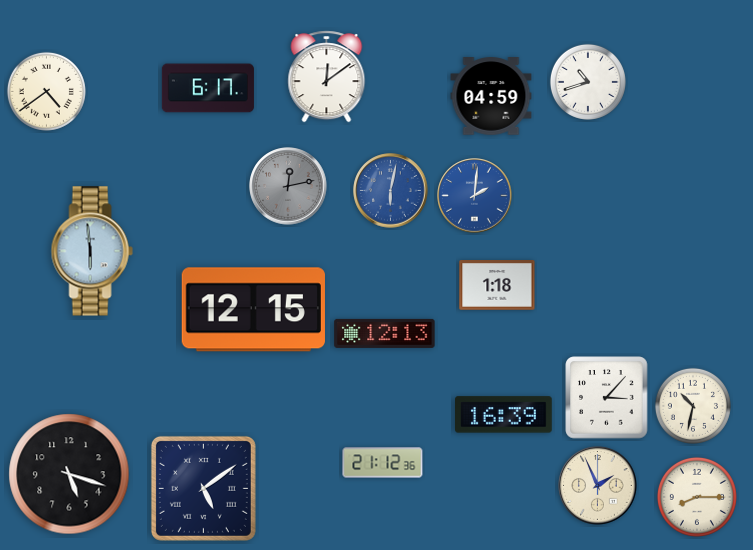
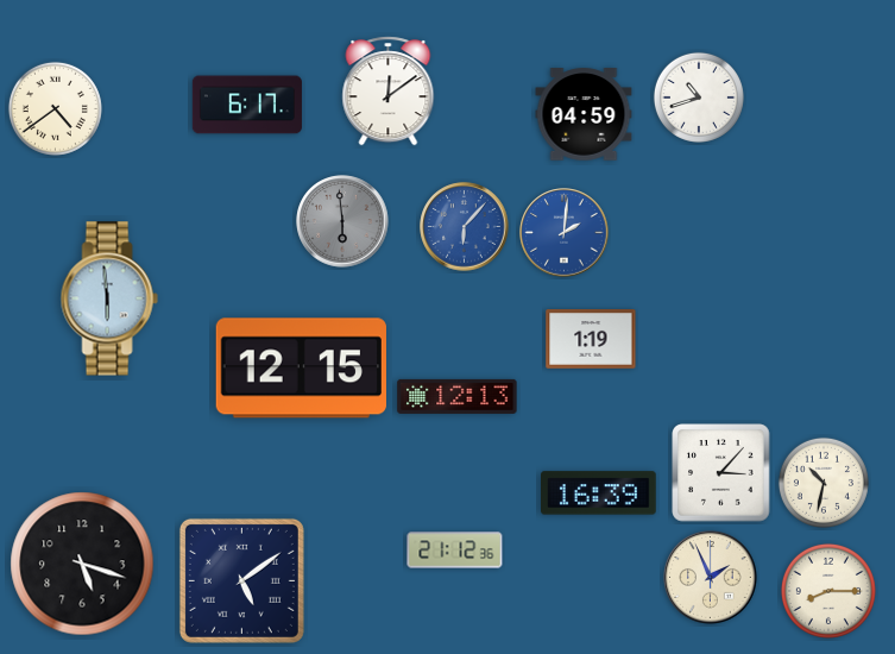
clock at (288, 186): 12:13 -> 5:59
clock at (391, 191): 6:02 -> 6:07
clock at (497, 286): 1:18 -> 1:19
